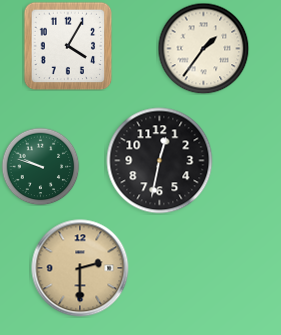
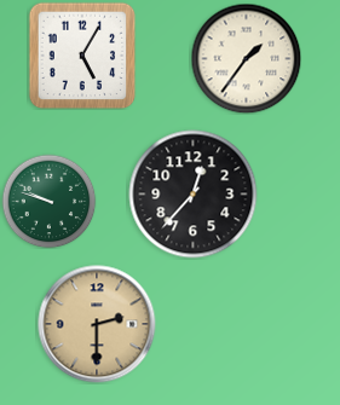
clock at (68, 46): 4:05 -> 5:05
clock at (160, 161): 12:32 -> 12:37
